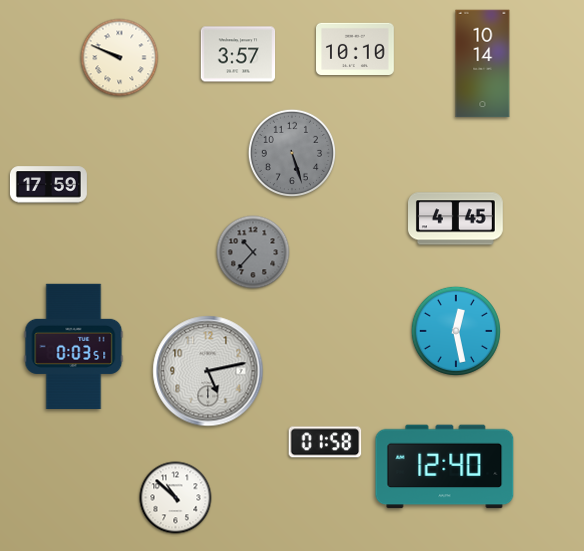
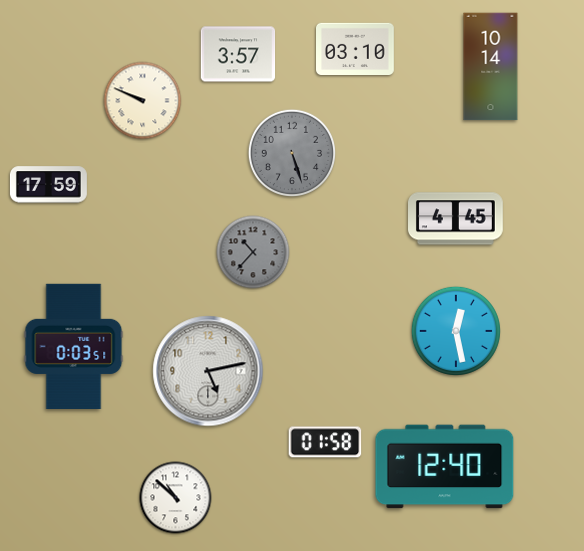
clock at (356, 48): 10:10 -> 03:10
clock at (120, 58) position: (120, 58) -> (143, 101)
clock at (483, 64) position: (483, 64) -> (491, 67)
